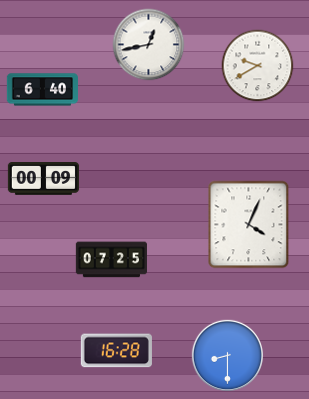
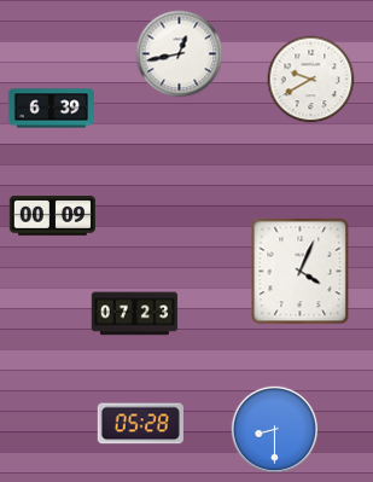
clock at (42, 90): 6:40 -> 6:39
clock at (111, 260): 07:25 -> 07:23
clock at (116, 351): 16:28 -> 05:28
